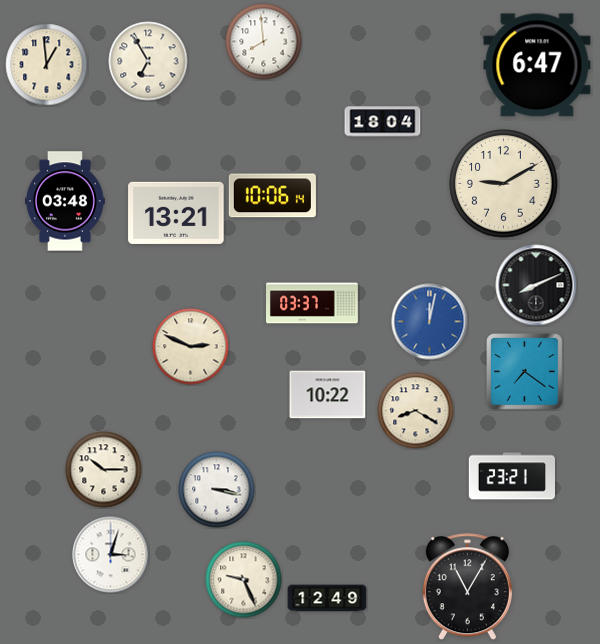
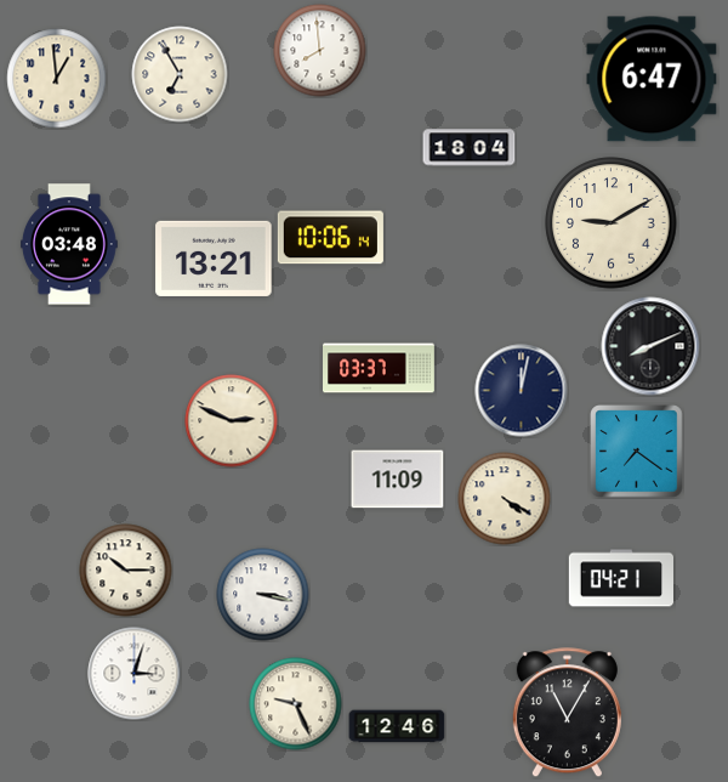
clock at (383, 122) position: (383, 122) -> (470, 148)
clock at (65, 201) position: (65, 201) -> (69, 244)
clock at (430, 322) dial: blue -> navy
clock at (328, 395): 10:22 -> 11:09
clock at (416, 411): 8:20 -> 4:20
clock at (511, 476): 23:21 -> 04:21
clock at (327, 598): 12:49 -> 12:46
